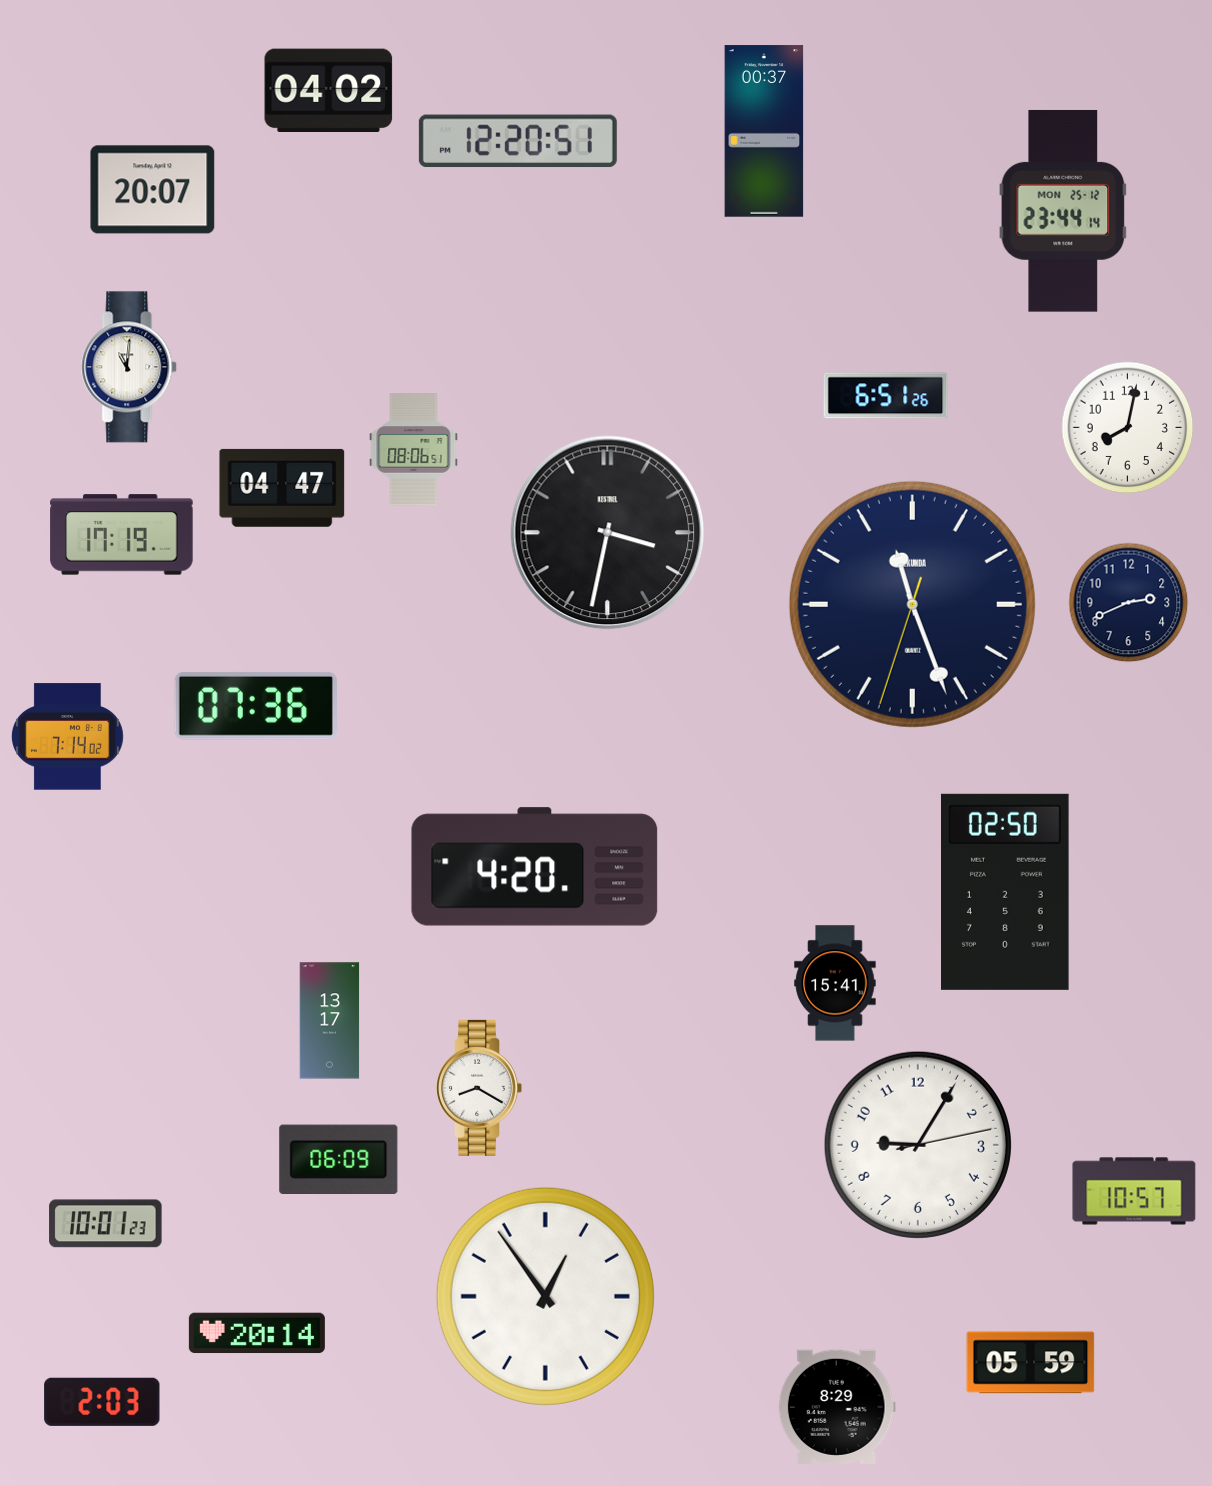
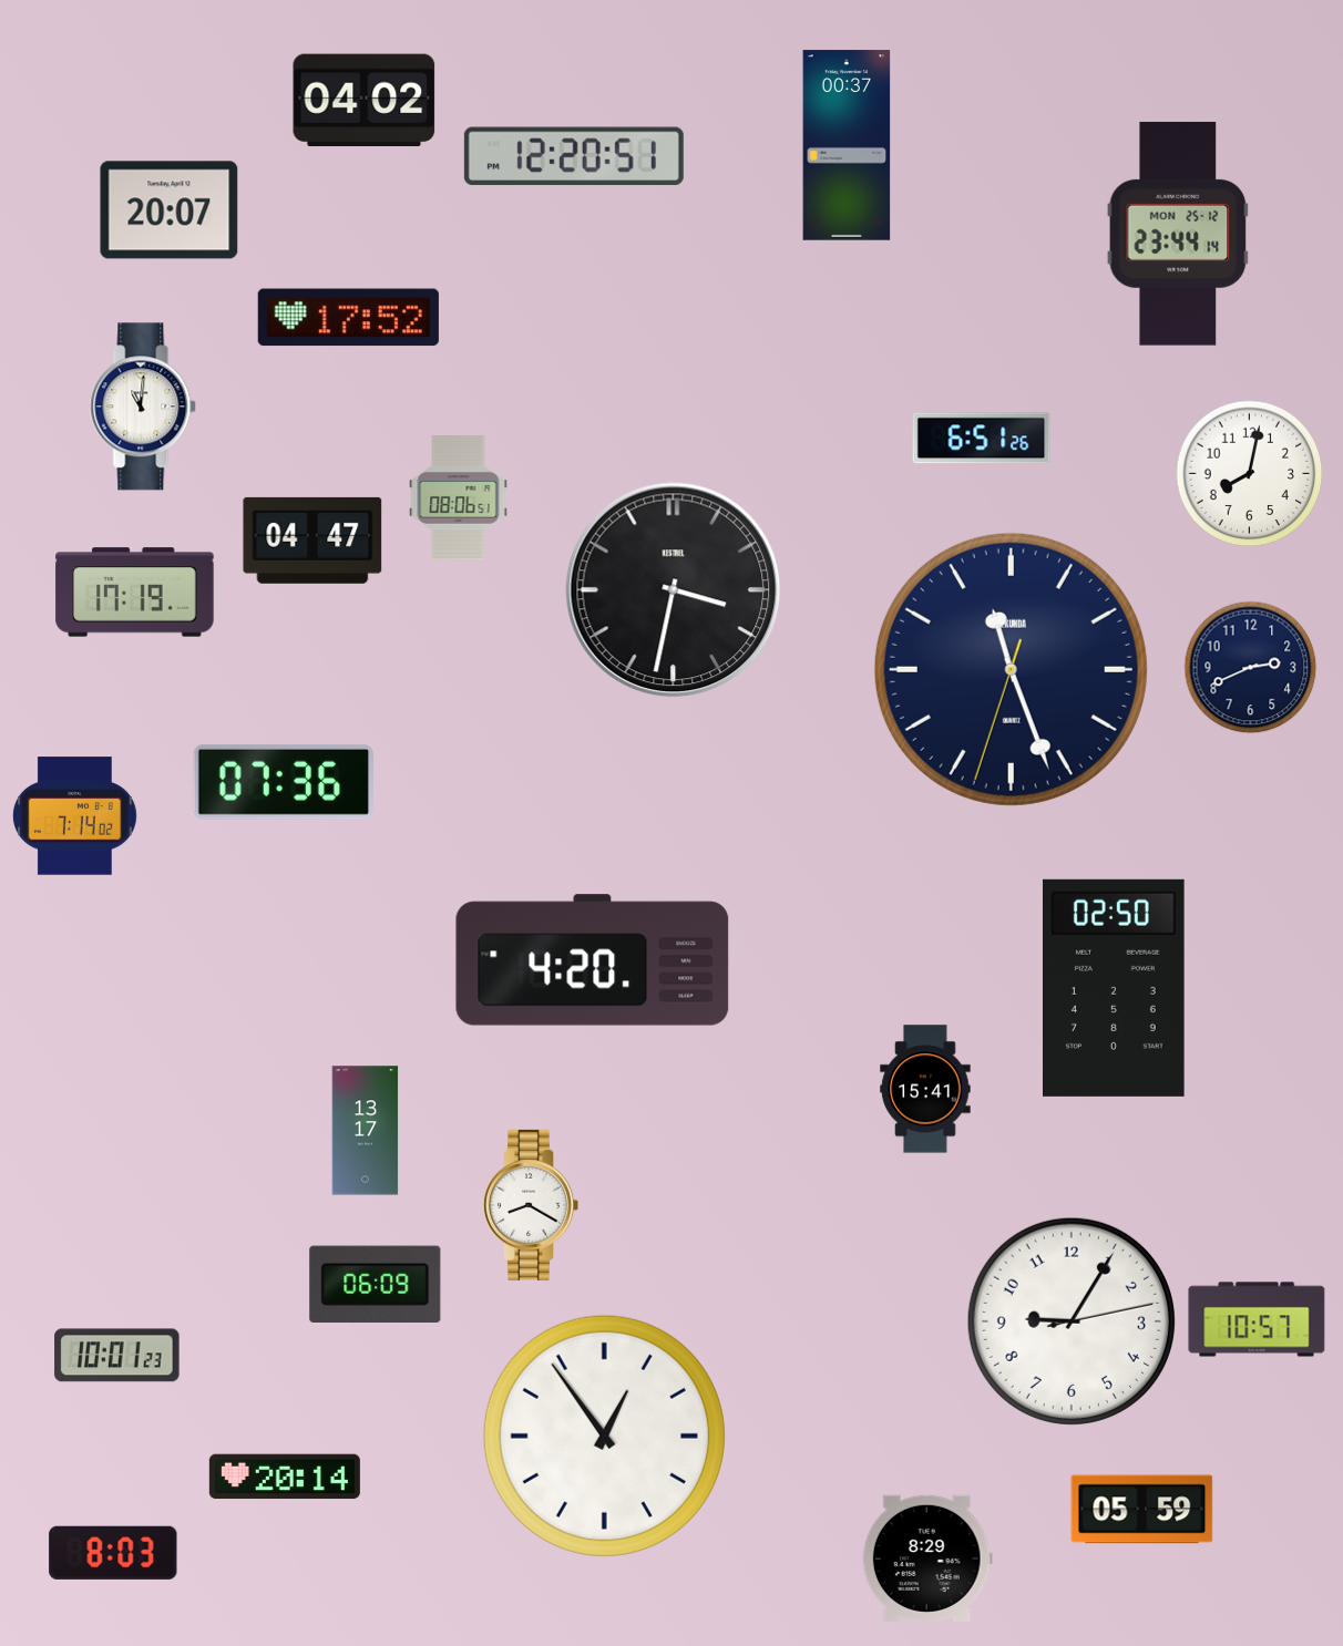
clock at (348, 318): none -> 17:52
clock at (918, 1145) position: (918, 1145) -> (1072, 1321)
clock at (102, 1402): 2:03 -> 8:03
